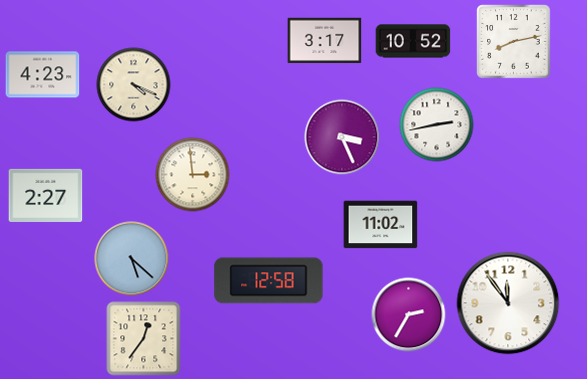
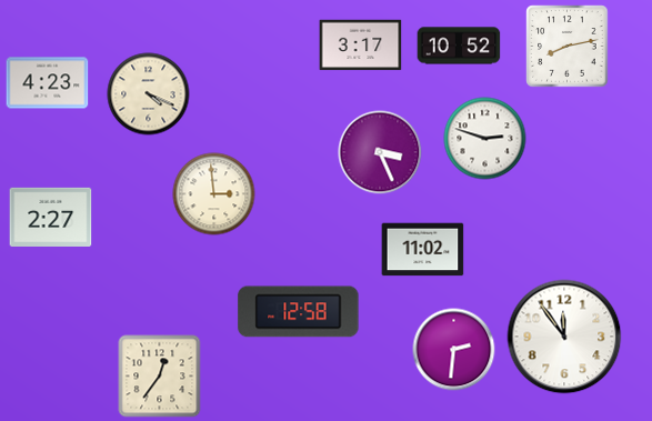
clock at (514, 42) position: (514, 42) -> (568, 47)
clock at (437, 125): 2:43 -> 2:48
clock at (132, 259): 5:22 -> none
clock at (409, 315): 2:35 -> 2:31
